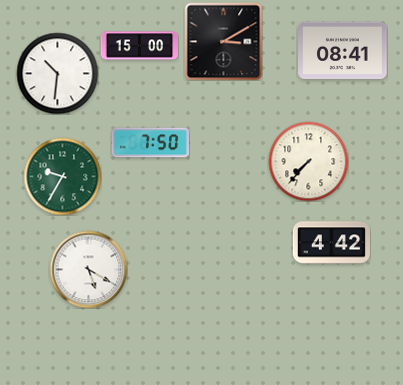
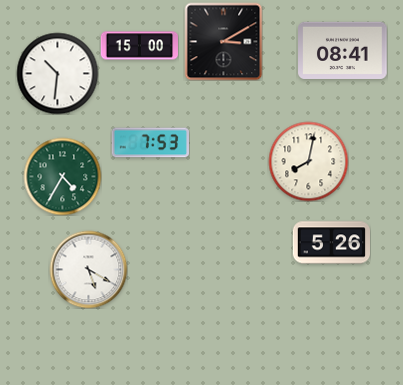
clock at (150, 143): 7:50 -> 7:53
clock at (308, 161): 7:37 -> 8:02
clock at (62, 176): 9:35 -> 4:35
clock at (331, 243): 4:42 -> 5:26
